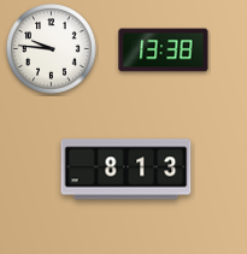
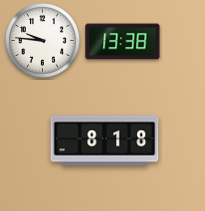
clock at (164, 51) position: (164, 51) -> (123, 42)
clock at (127, 170): 8:13 -> 8:18
